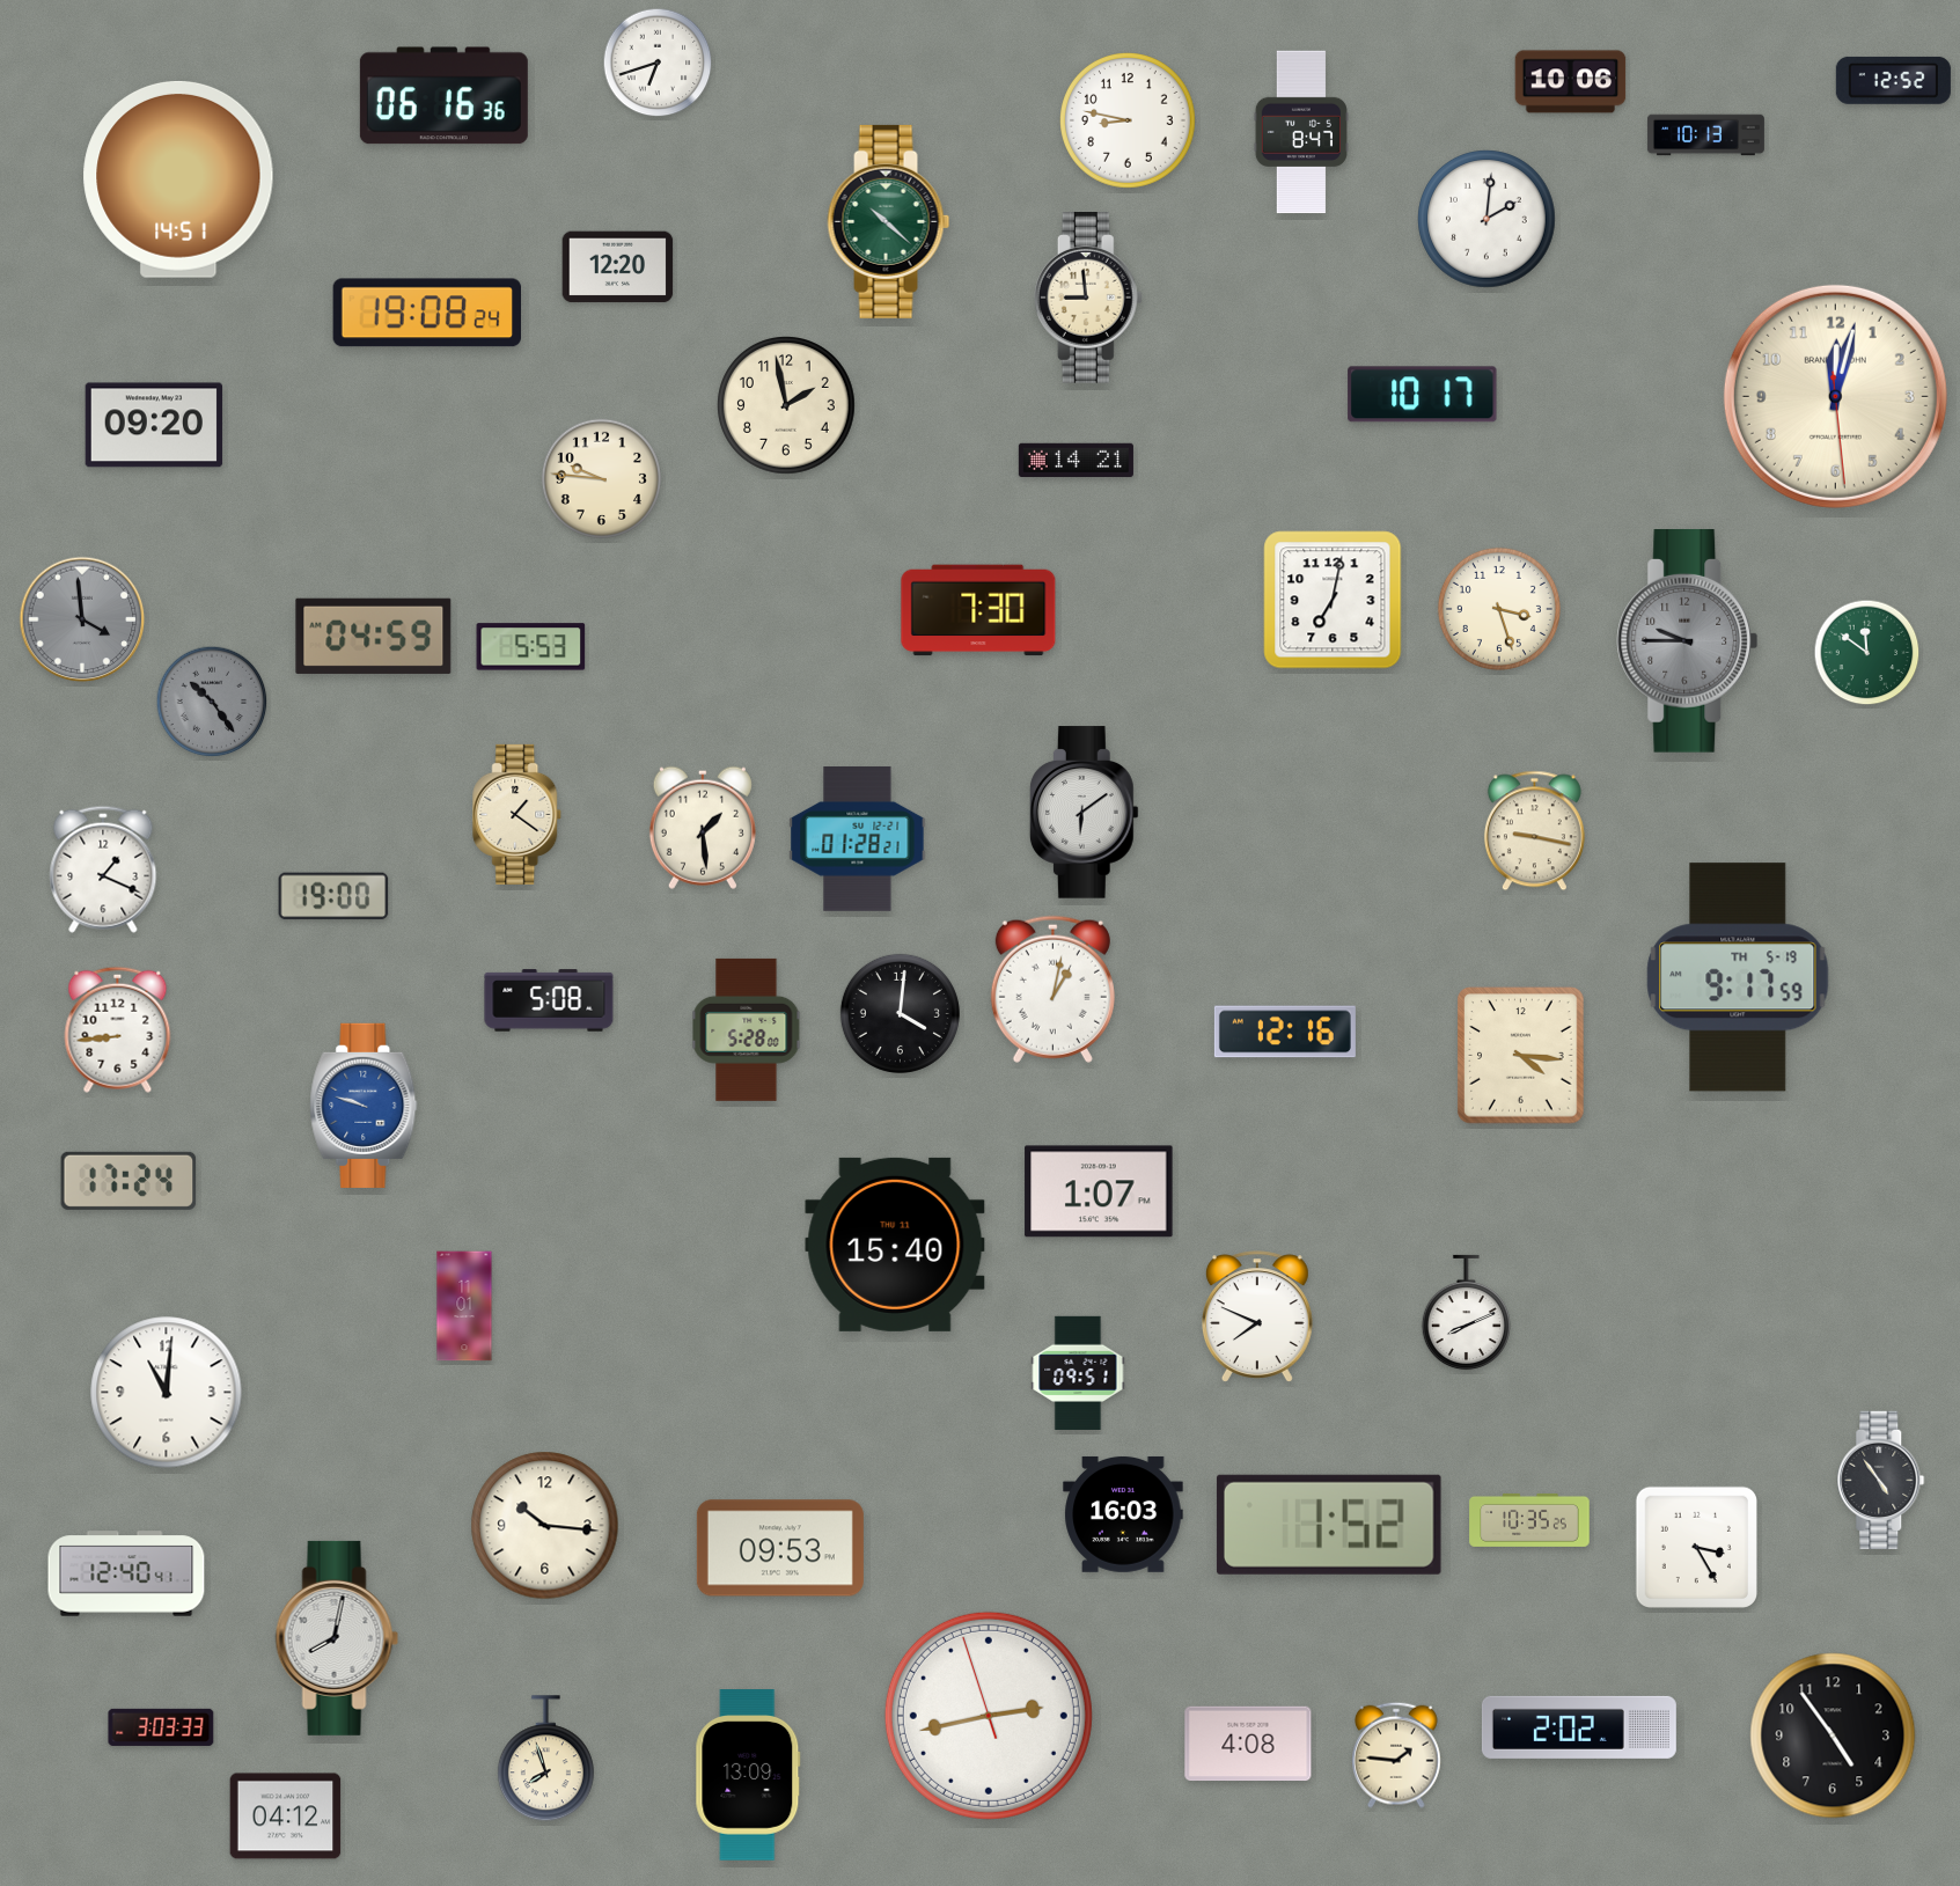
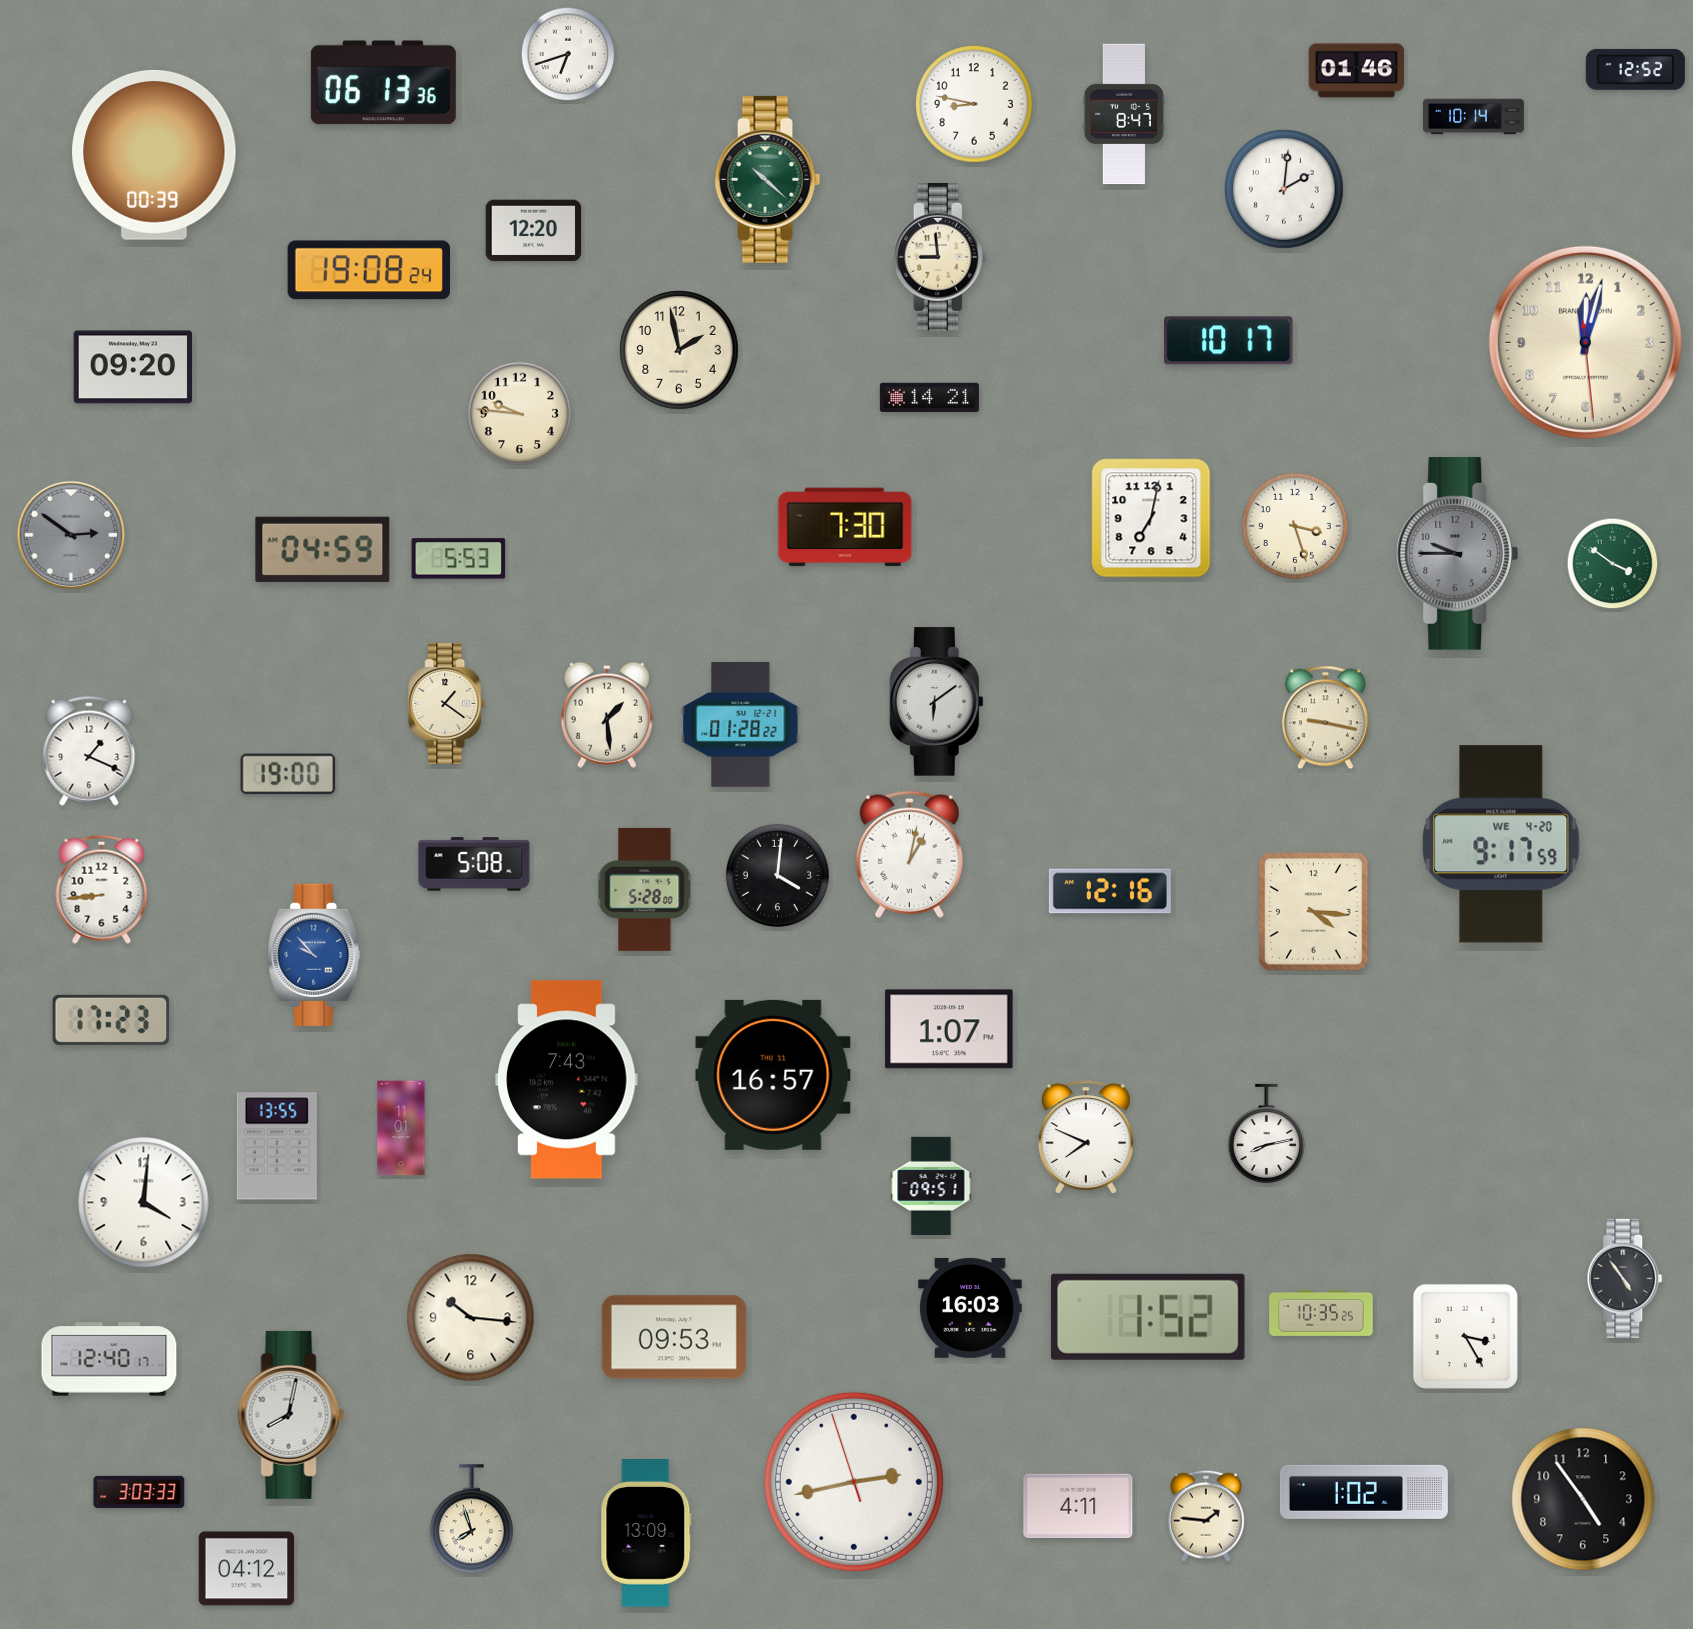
clock at (1571, 82): 10:06 -> 01:46
clock at (443, 96): 06:16 -> 06:13
clock at (1705, 135): 10:13 -> 10:14
clock at (178, 179): 14:51 -> 00:39
clock at (889, 221) position: (889, 221) -> (768, 179)
clock at (82, 619): 3:59 -> 2:51
clock at (1867, 653): 11:51 -> 3:51
clock at (212, 702): 10:24 -> none
clock at (858, 839): 01:28:21 -> 01:28:22
clock at (1738, 977) date: TH 5-19 -> WE 4-20
clock at (364, 1106): 9:48 -> 9:53
clock at (129, 1181): 17:24 -> 17:23
clock at (895, 1245): 15:40 -> 16:57
clock at (567, 1080): none -> 7:43
clock at (1466, 1313): 8:11 -> 8:13
clock at (277, 1146): none -> 13:55
clock at (167, 1393): 11:01 -> 4:01
clock at (126, 1573): 12:40:41 -> 12:40:17
clock at (1579, 1727): 2:02 -> 1:02
clock at (1248, 1744): 4:08 -> 4:11
